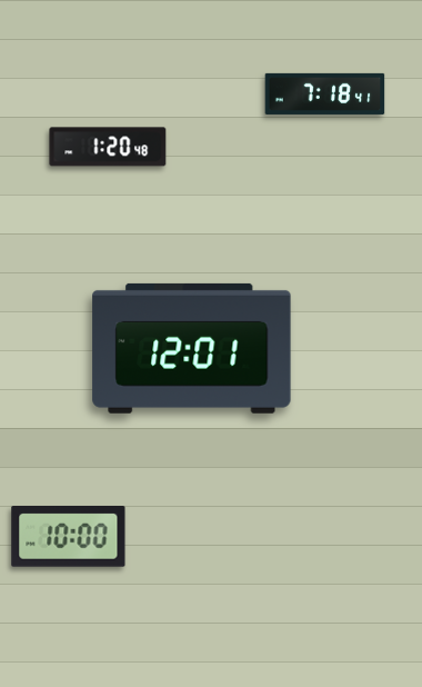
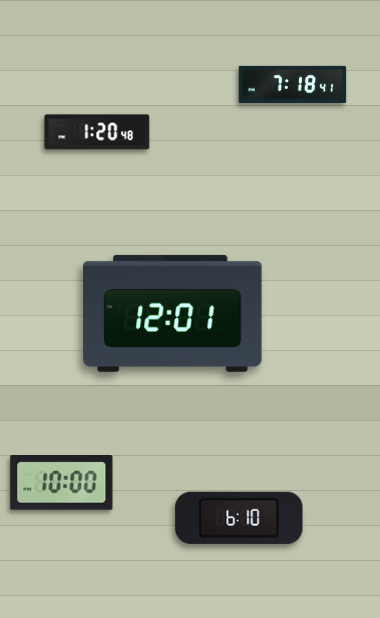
clock at (239, 518): none -> 6:10
